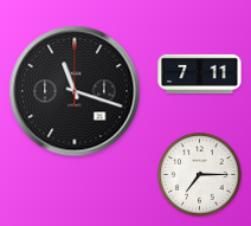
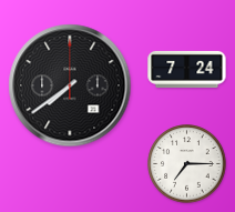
clock at (200, 73): 7:11 -> 7:24
clock at (75, 91): 11:18 -> 7:39
